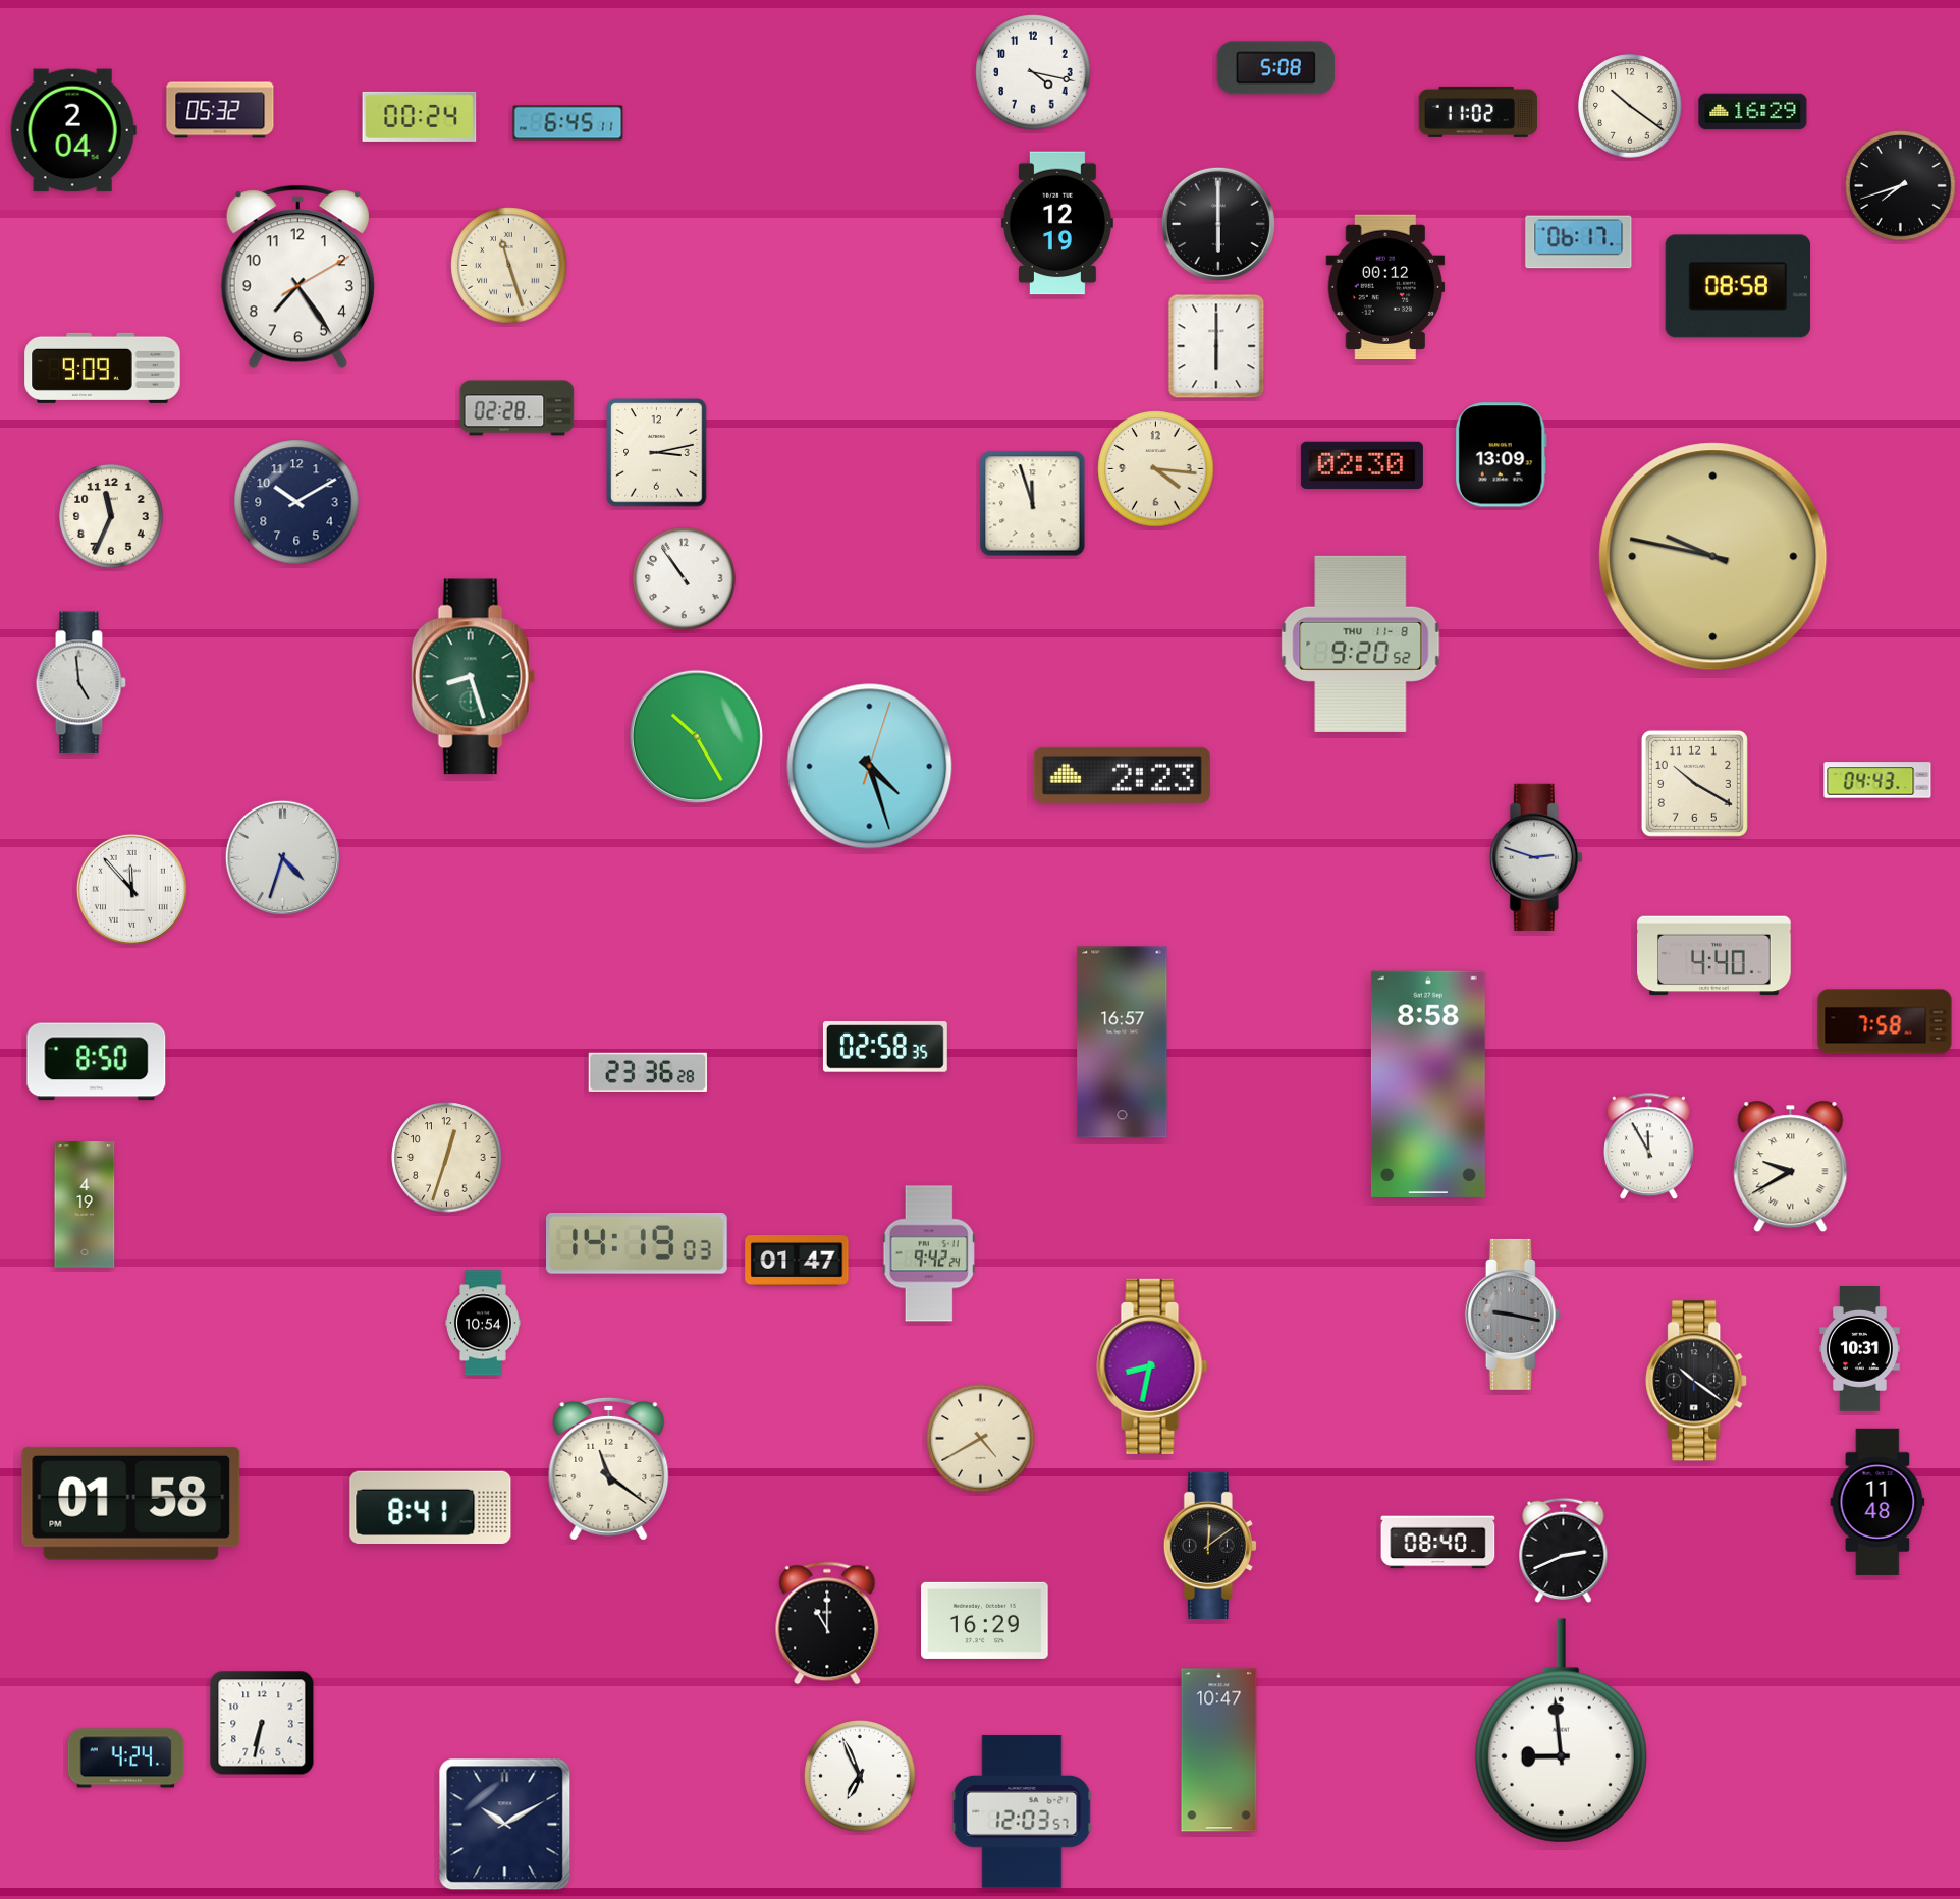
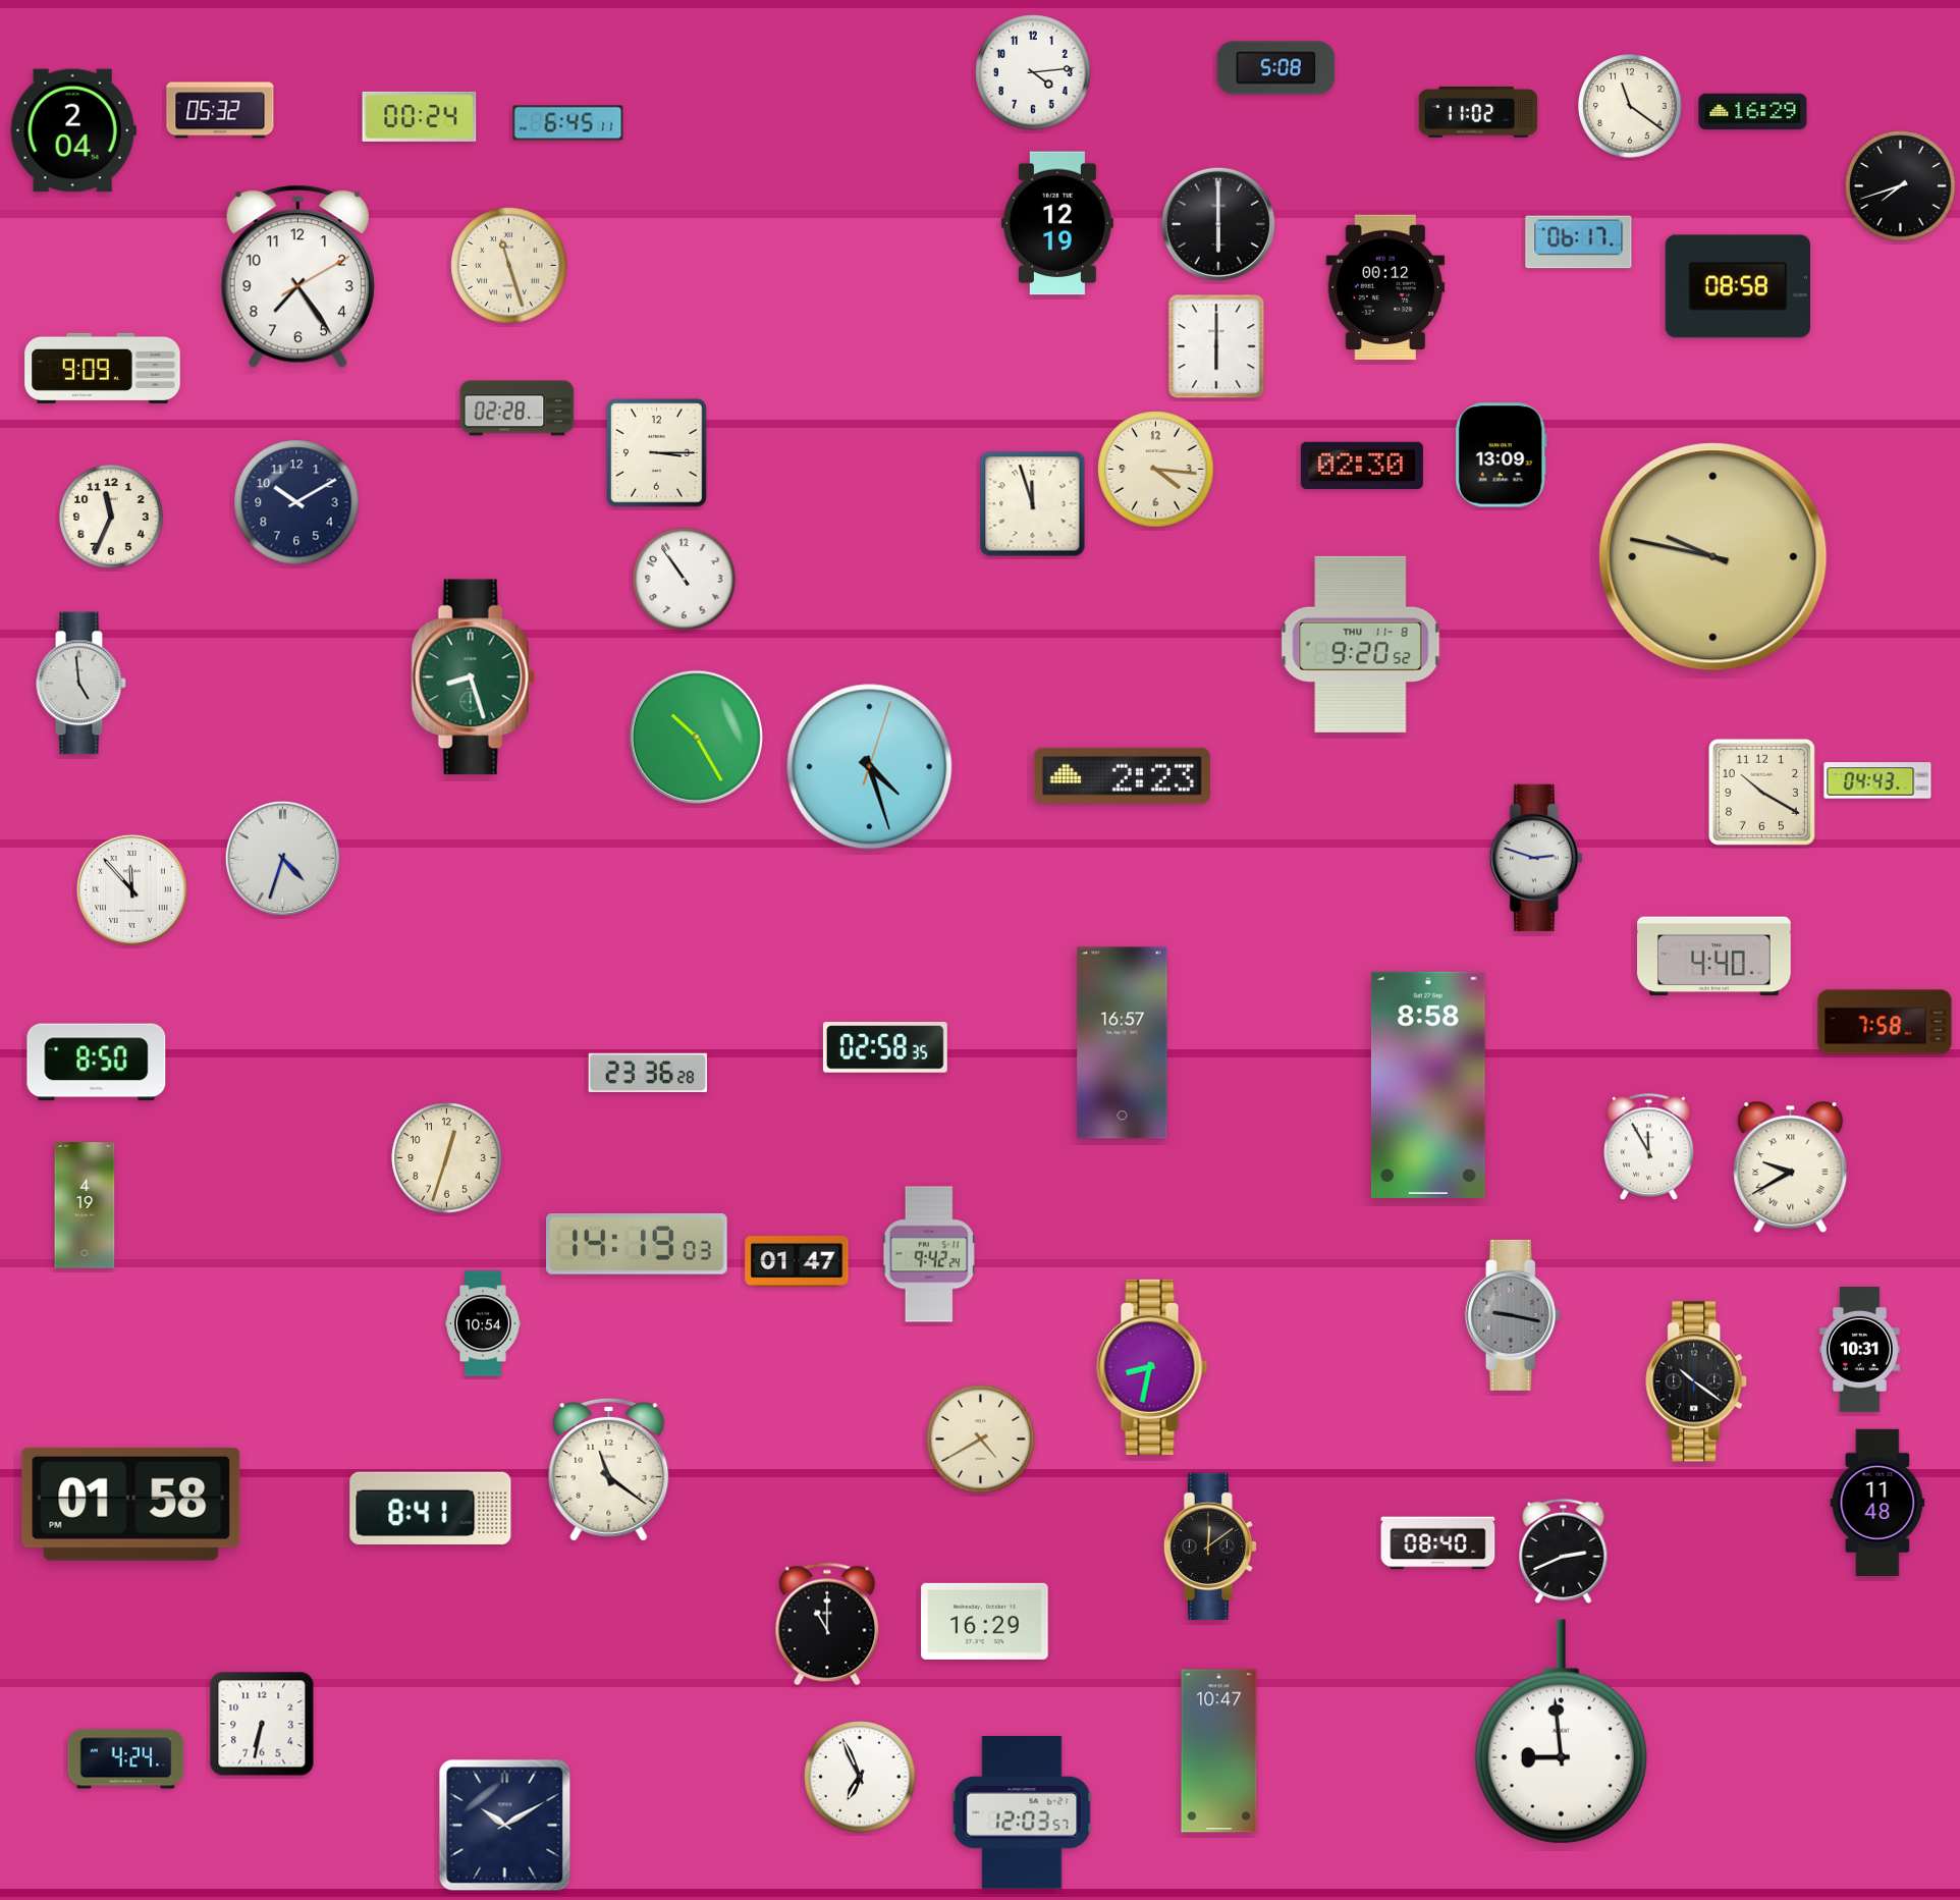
clock at (1033, 72): 4:17 -> 4:14
clock at (1630, 106): 10:21 -> 11:21
clock at (657, 453): 3:13 -> 3:15
clock at (1694, 783) position: (1694, 783) -> (1761, 792)
